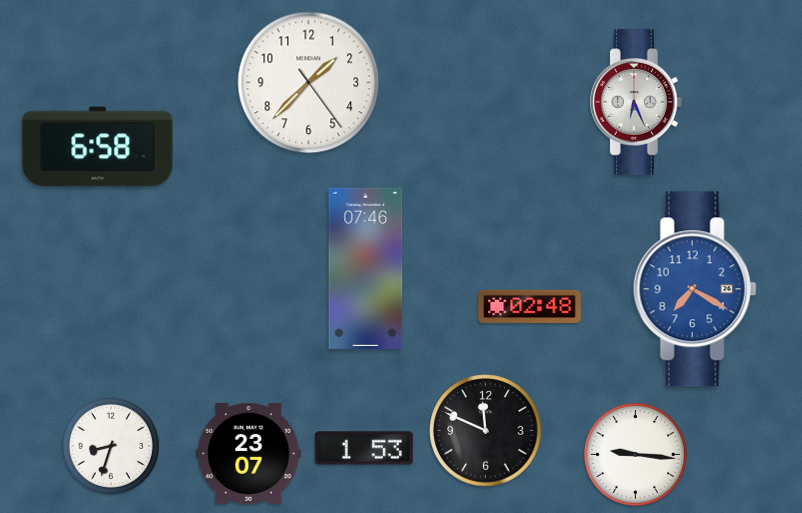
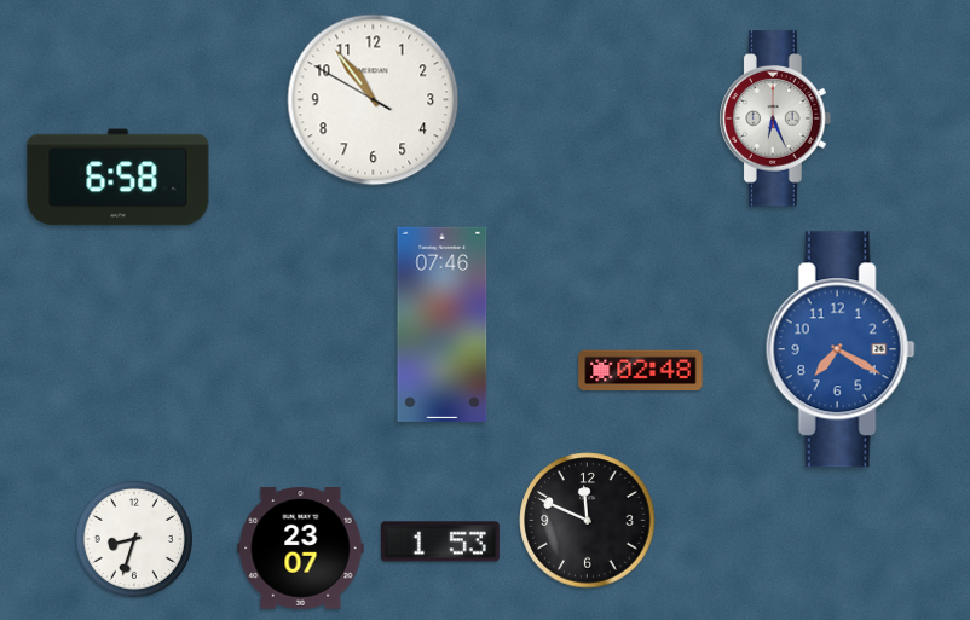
clock at (309, 83): 1:37 -> 10:53
clock at (636, 102) position: (636, 102) -> (775, 118)
clock at (635, 454): 9:16 -> none
